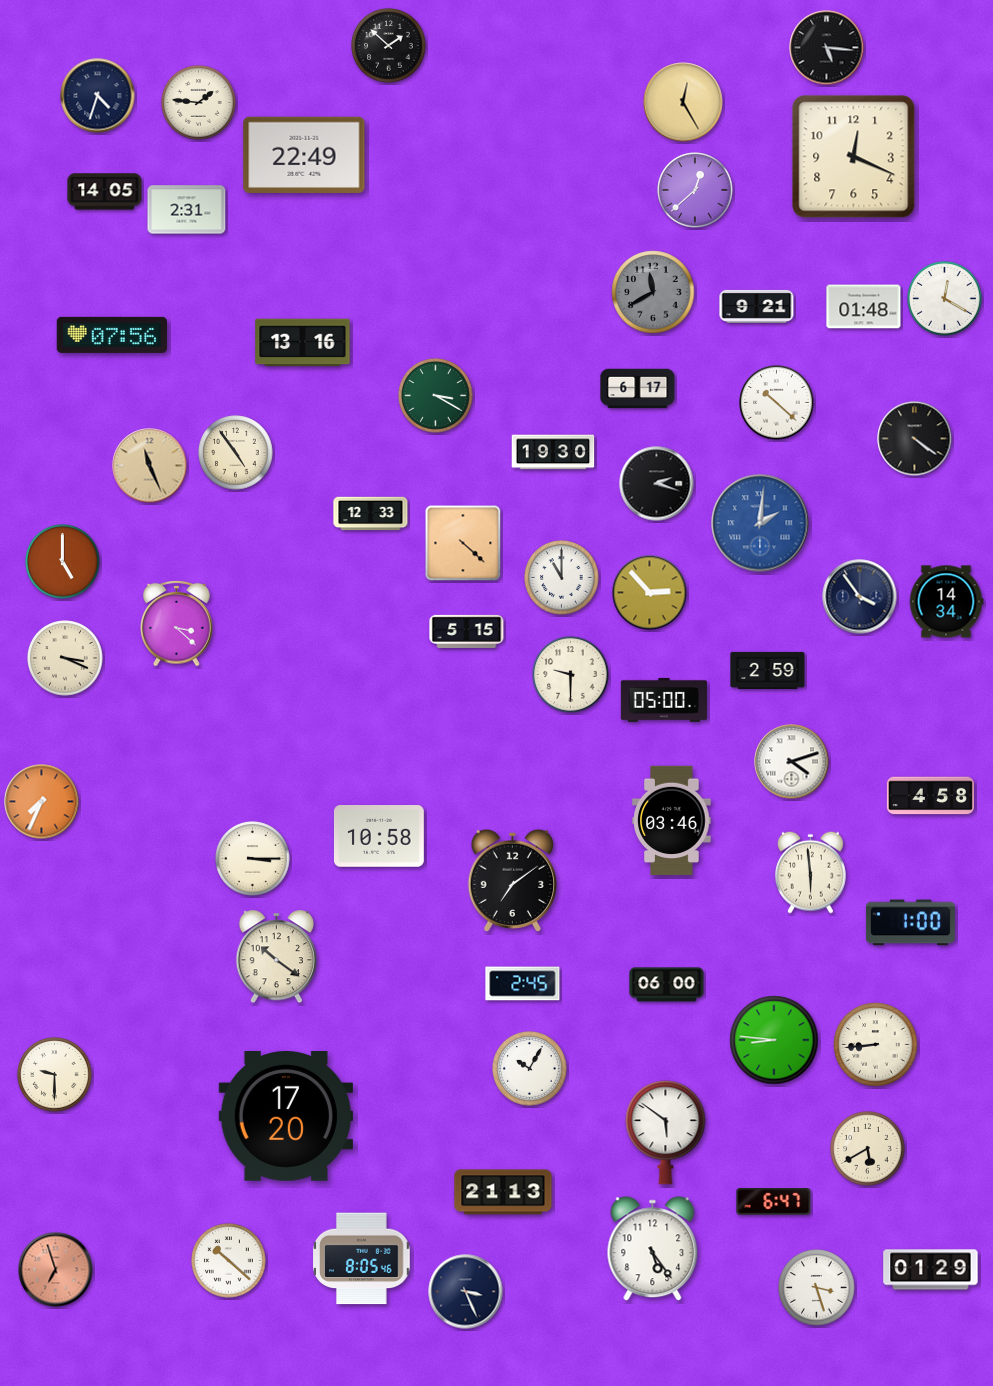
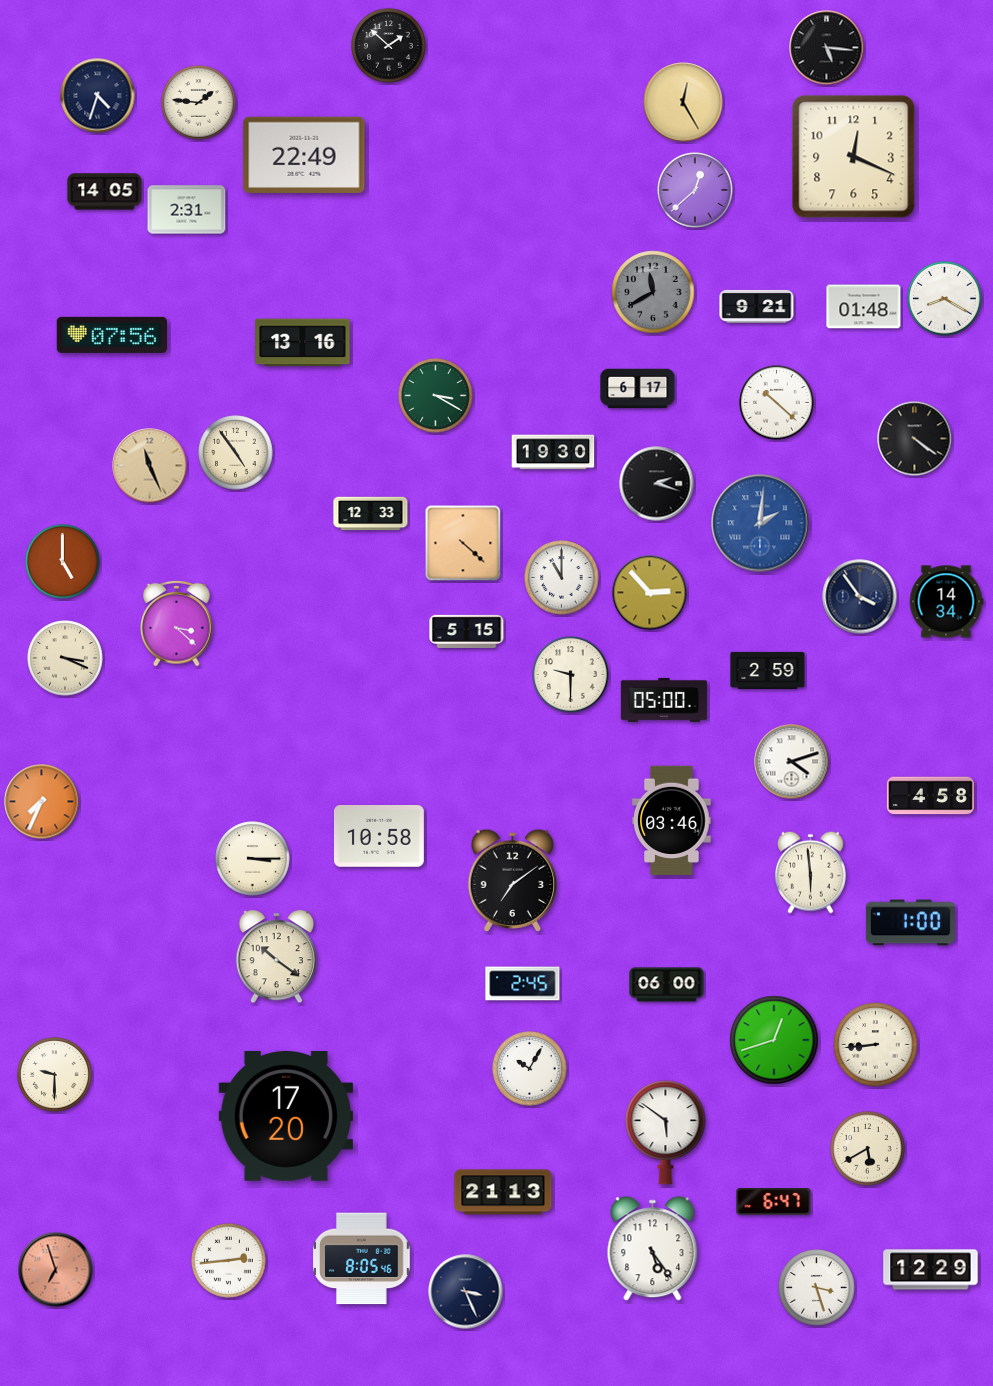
clock at (945, 299): 12:20 -> 8:20
clock at (774, 1040): 8:46 -> 12:42
clock at (229, 1261): 10:22 -> 2:44
clock at (931, 1270): 01:29 -> 12:29
